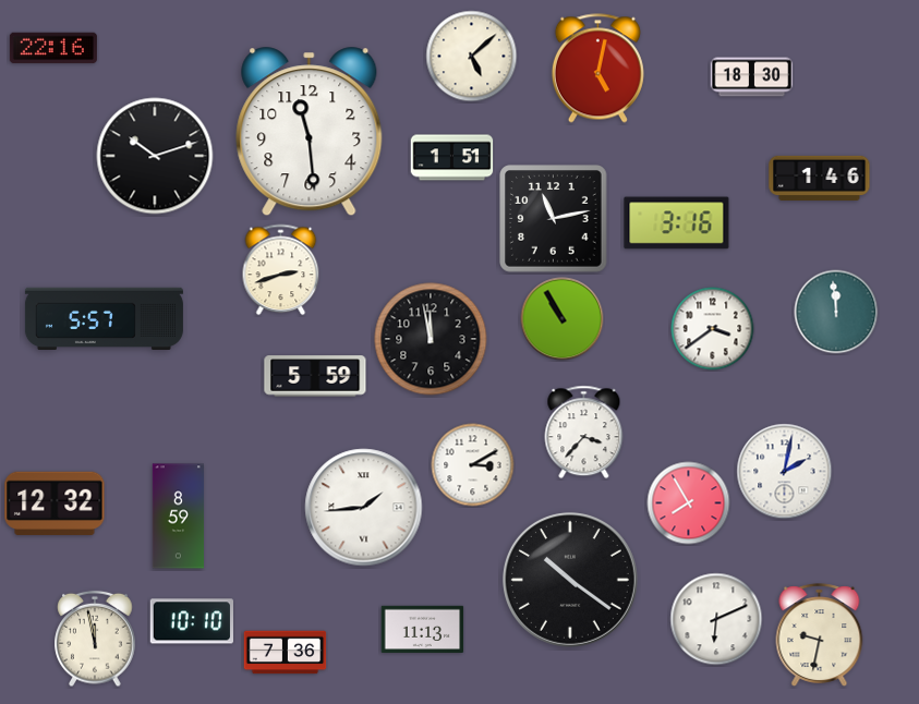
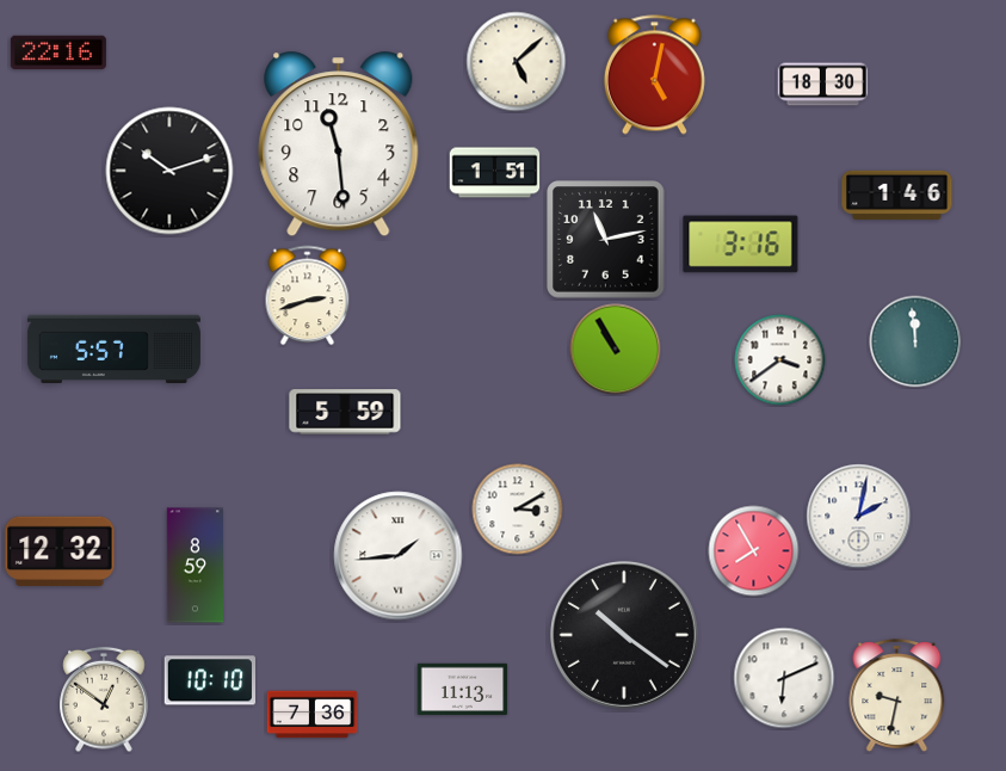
clock at (431, 339): 11:58 -> none
clock at (584, 433): 3:37 -> none
clock at (95, 639): 11:58 -> 12:51
